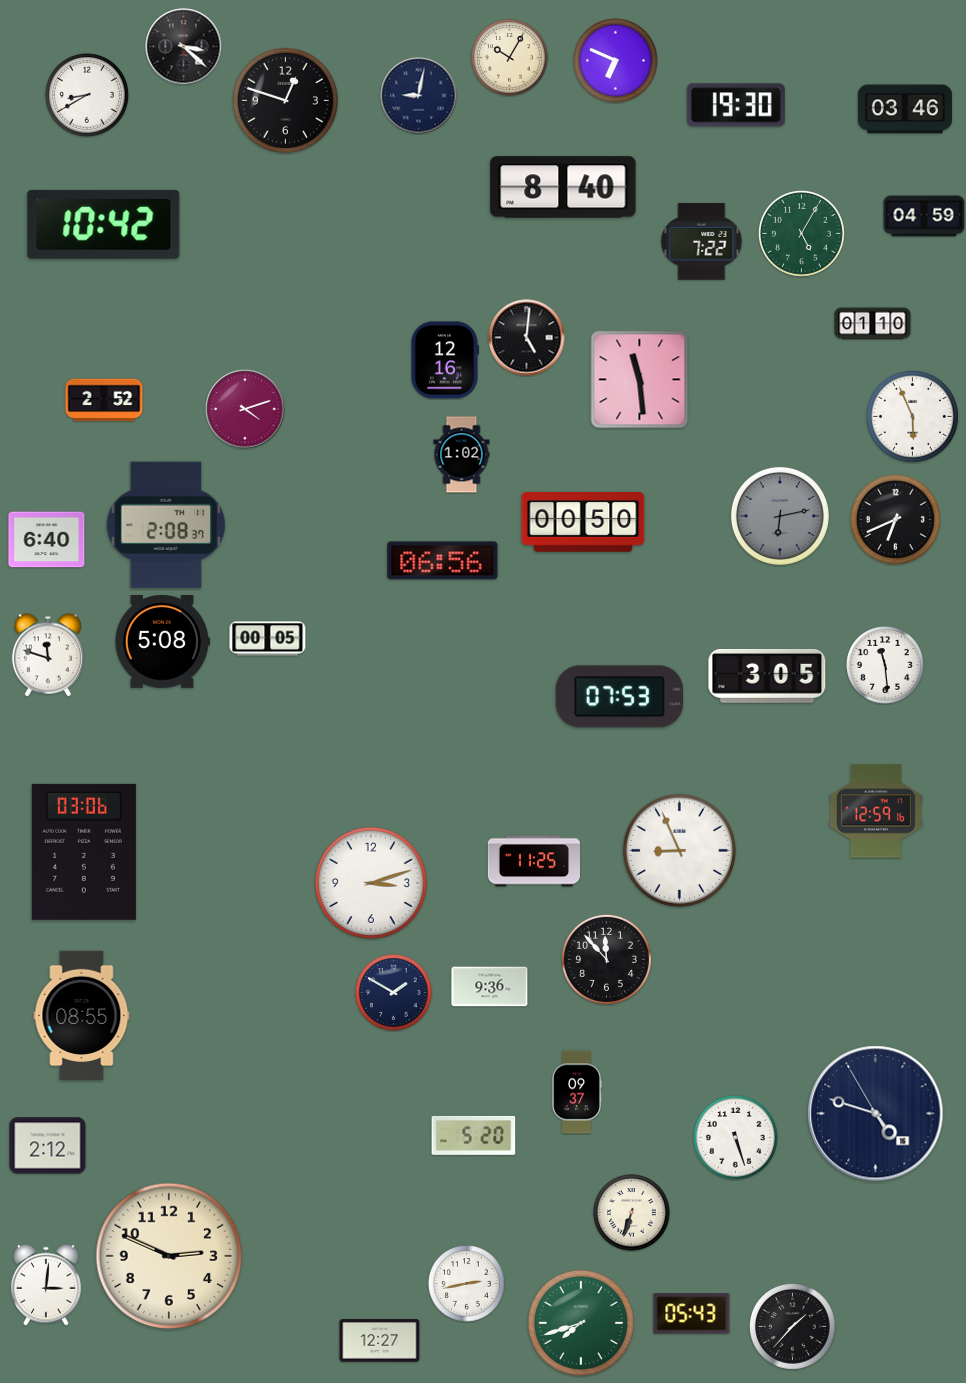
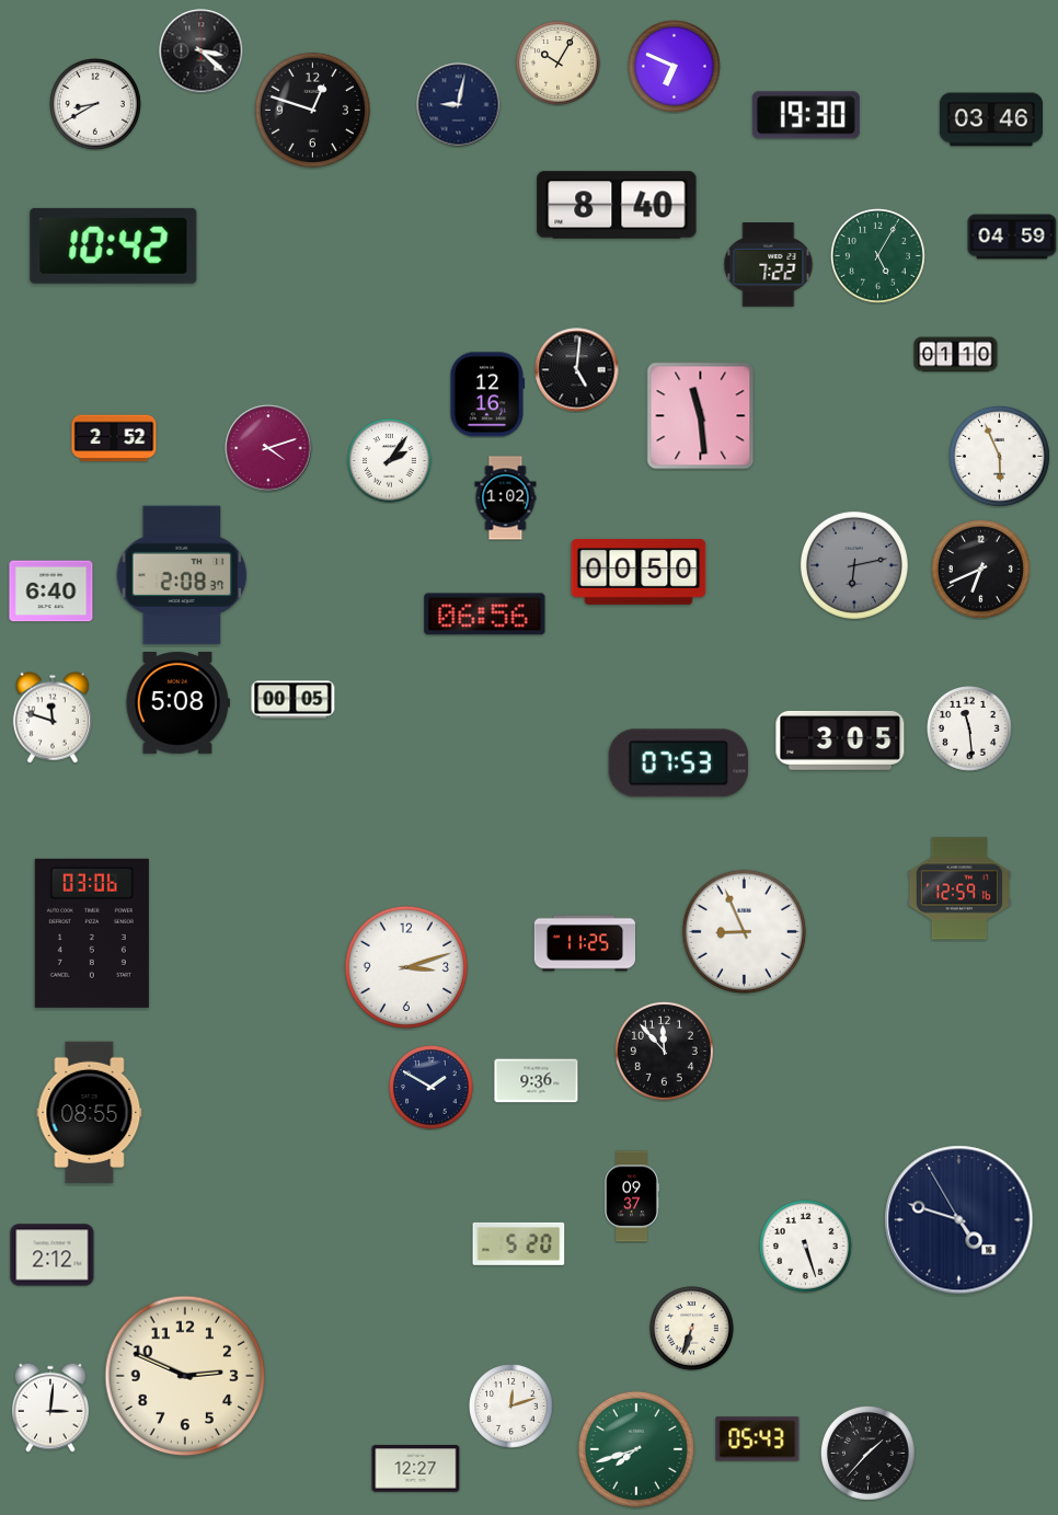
clock at (390, 461): none -> 2:06
clock at (467, 1284): 2:43 -> 12:12
